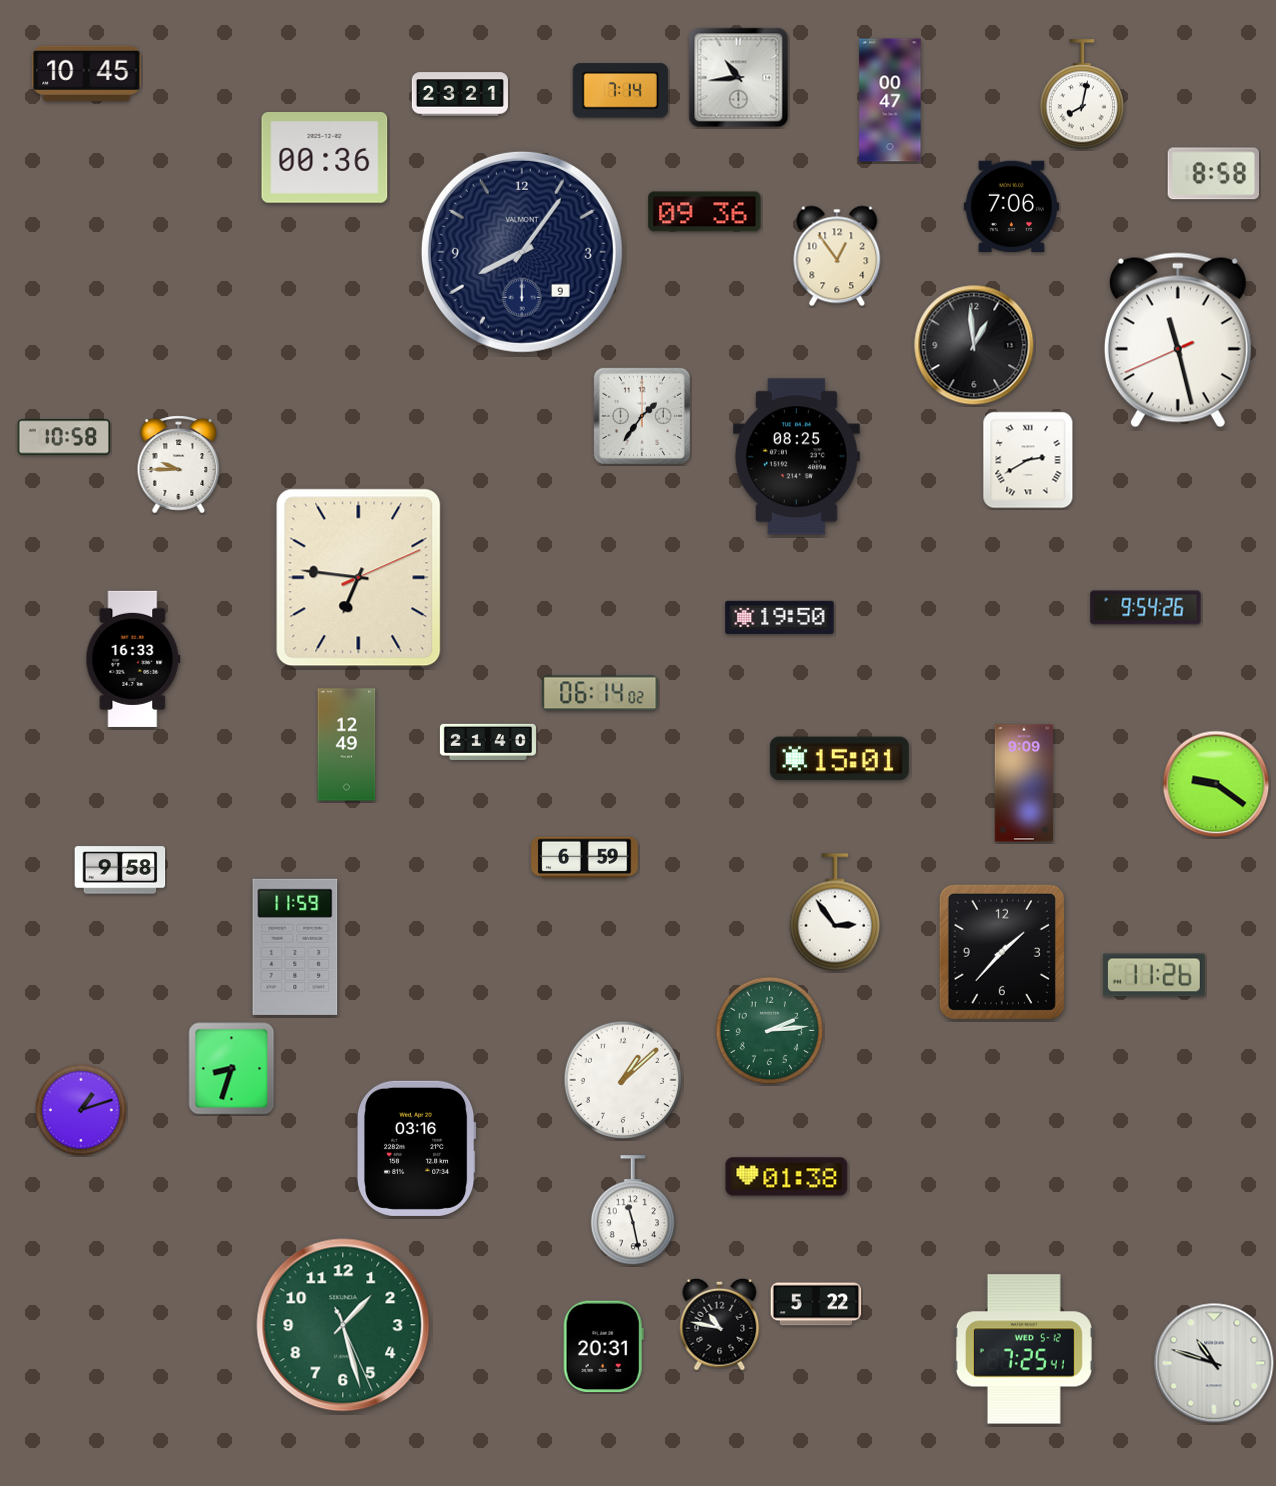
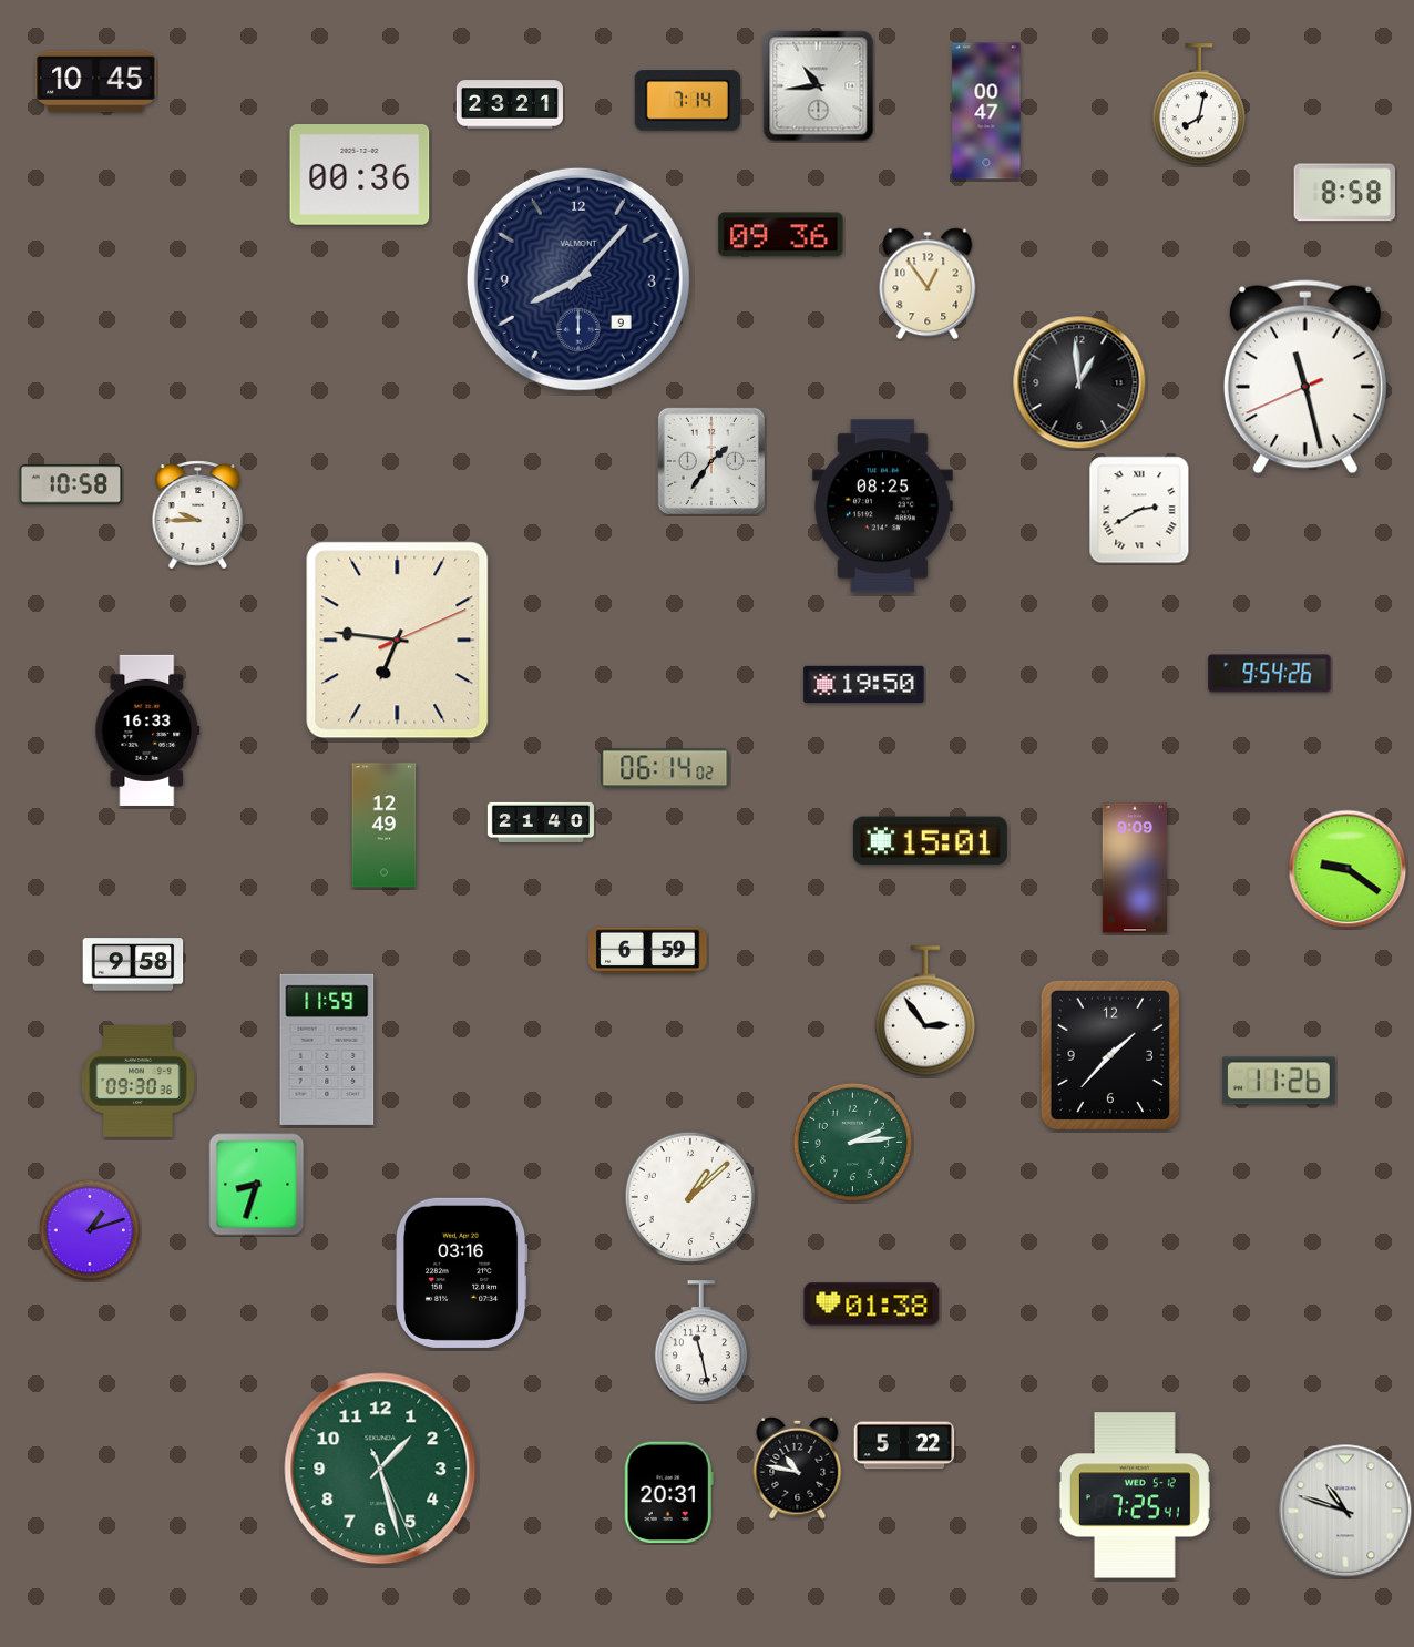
clock at (1011, 207): 7:06 -> none
clock at (522, 252): 8:06 -> 8:07
clock at (139, 1081): none -> 09:30
